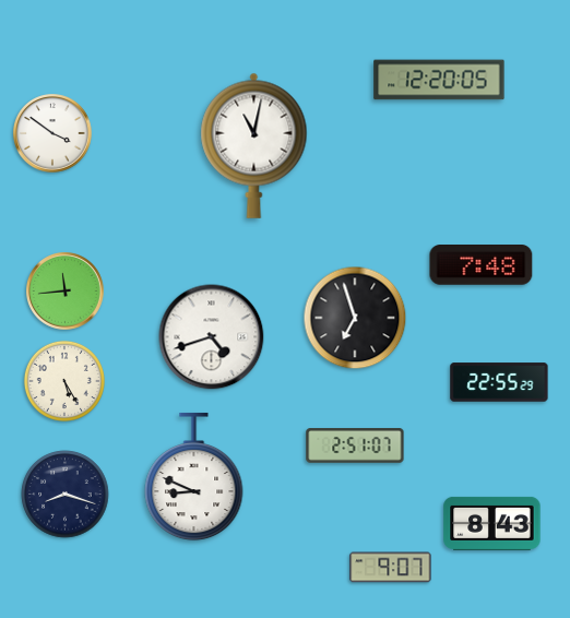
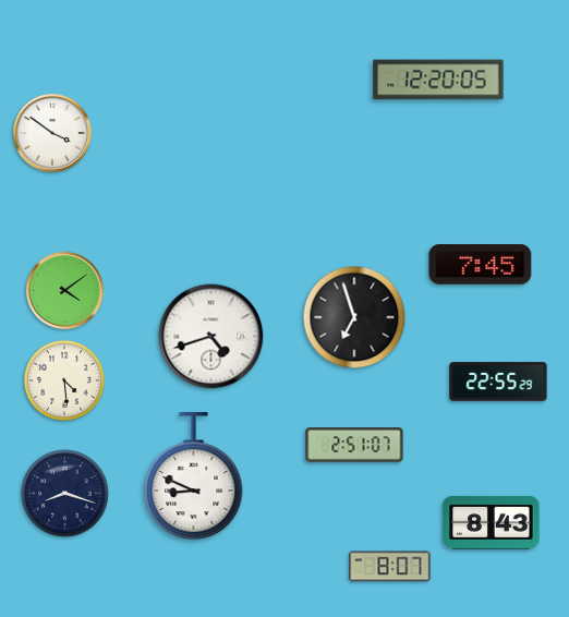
clock at (254, 145): 11:02 -> none
clock at (482, 265): 7:48 -> 7:45
clock at (66, 292): 11:44 -> 4:09
clock at (64, 381): 5:25 -> 4:29
clock at (391, 568): 9:07 -> 8:07
